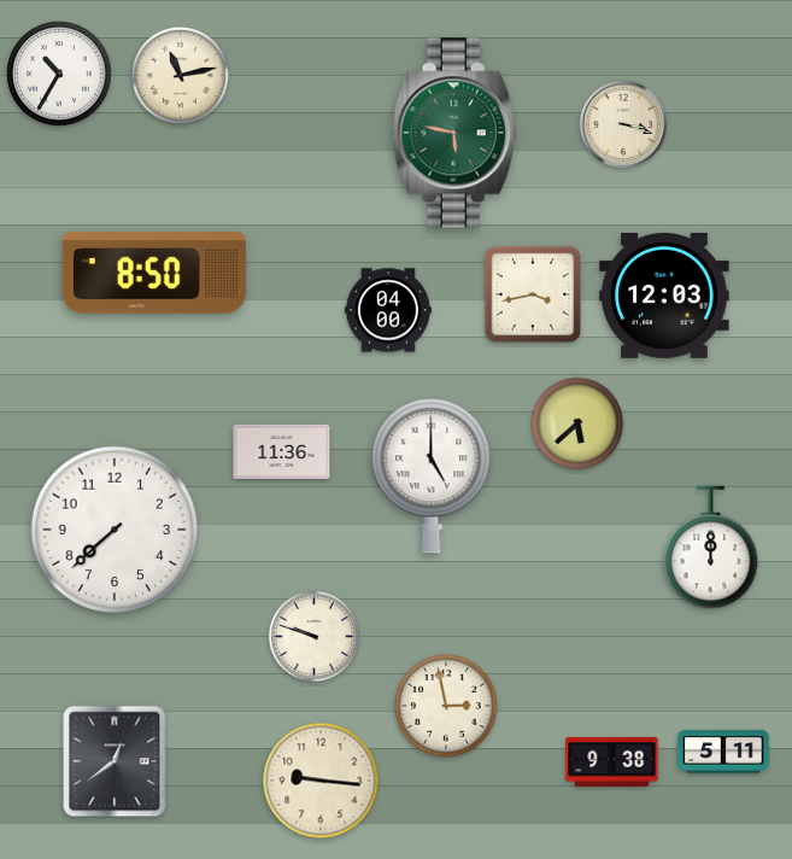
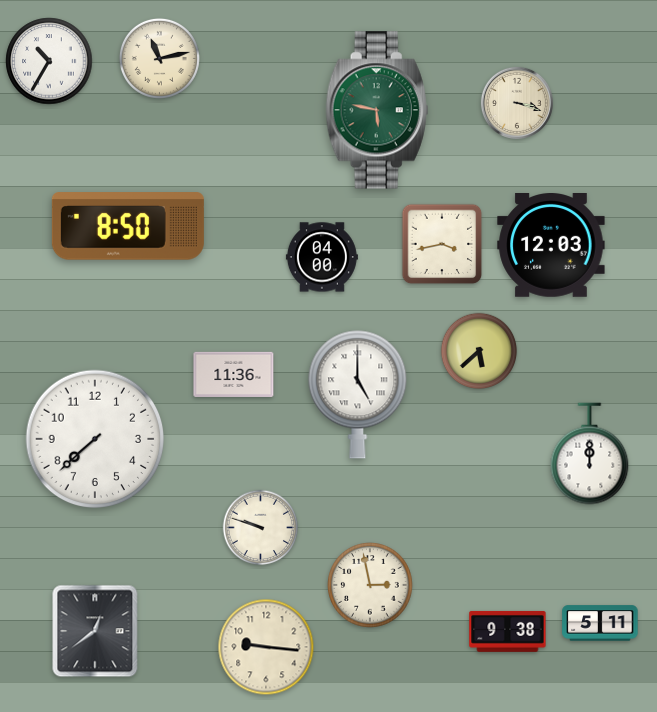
clock at (180, 75) position: (180, 75) -> (159, 58)
